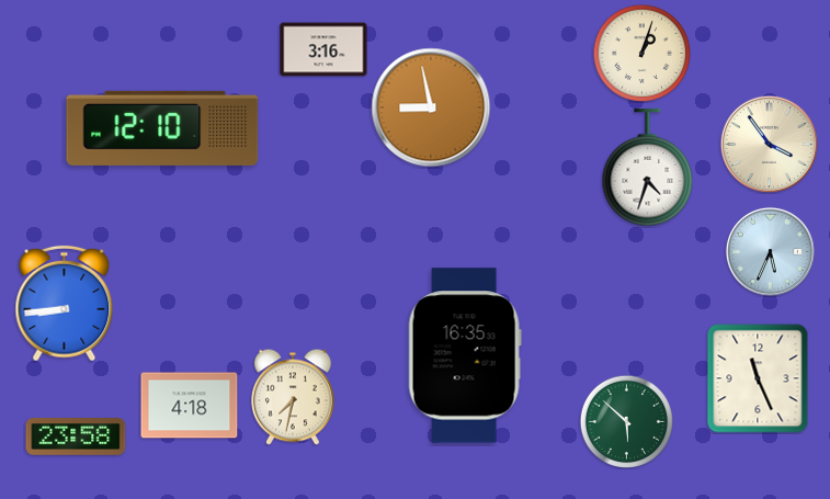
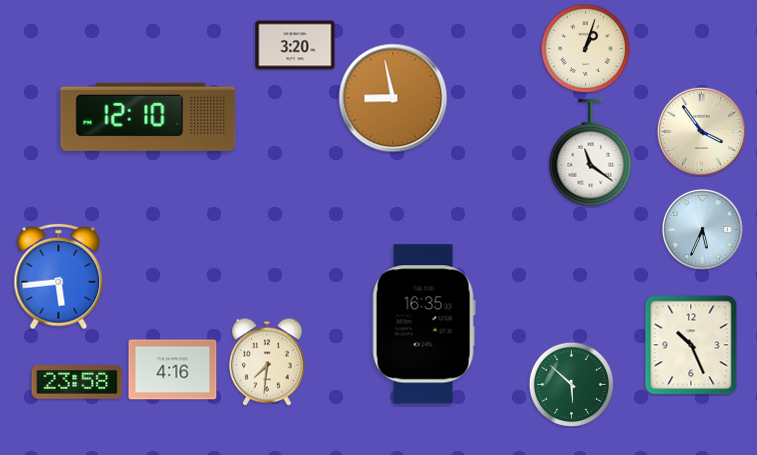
clock at (323, 49): 3:16 -> 3:20
clock at (648, 168): 4:33 -> 11:21
clock at (65, 304): 8:44 -> 5:44
clock at (758, 378): 11:26 -> 10:26
clock at (294, 397): 7:32 -> 7:31
clock at (190, 406): 4:18 -> 4:16
clock at (76, 438) position: (76, 438) -> (77, 383)
